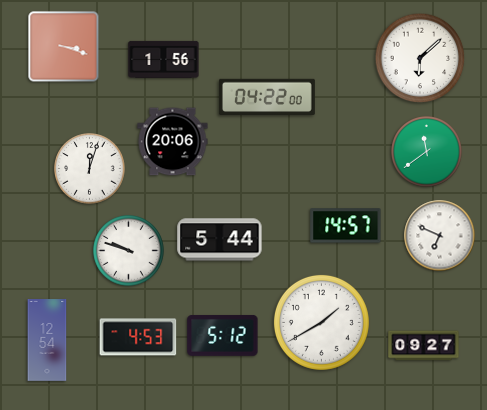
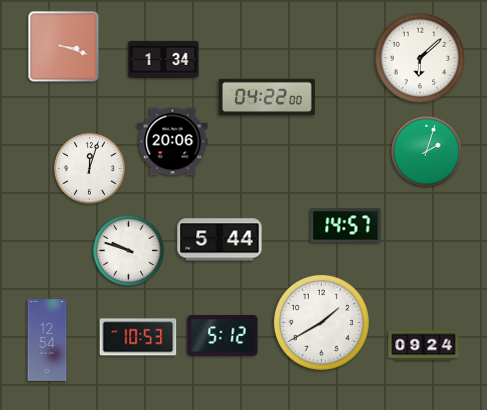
clock at (164, 59): 1:56 -> 1:34
clock at (427, 152): 11:39 -> 2:03
clock at (440, 236): 6:49 -> none
clock at (138, 337): 4:53 -> 10:53
clock at (424, 346): 09:27 -> 09:24
